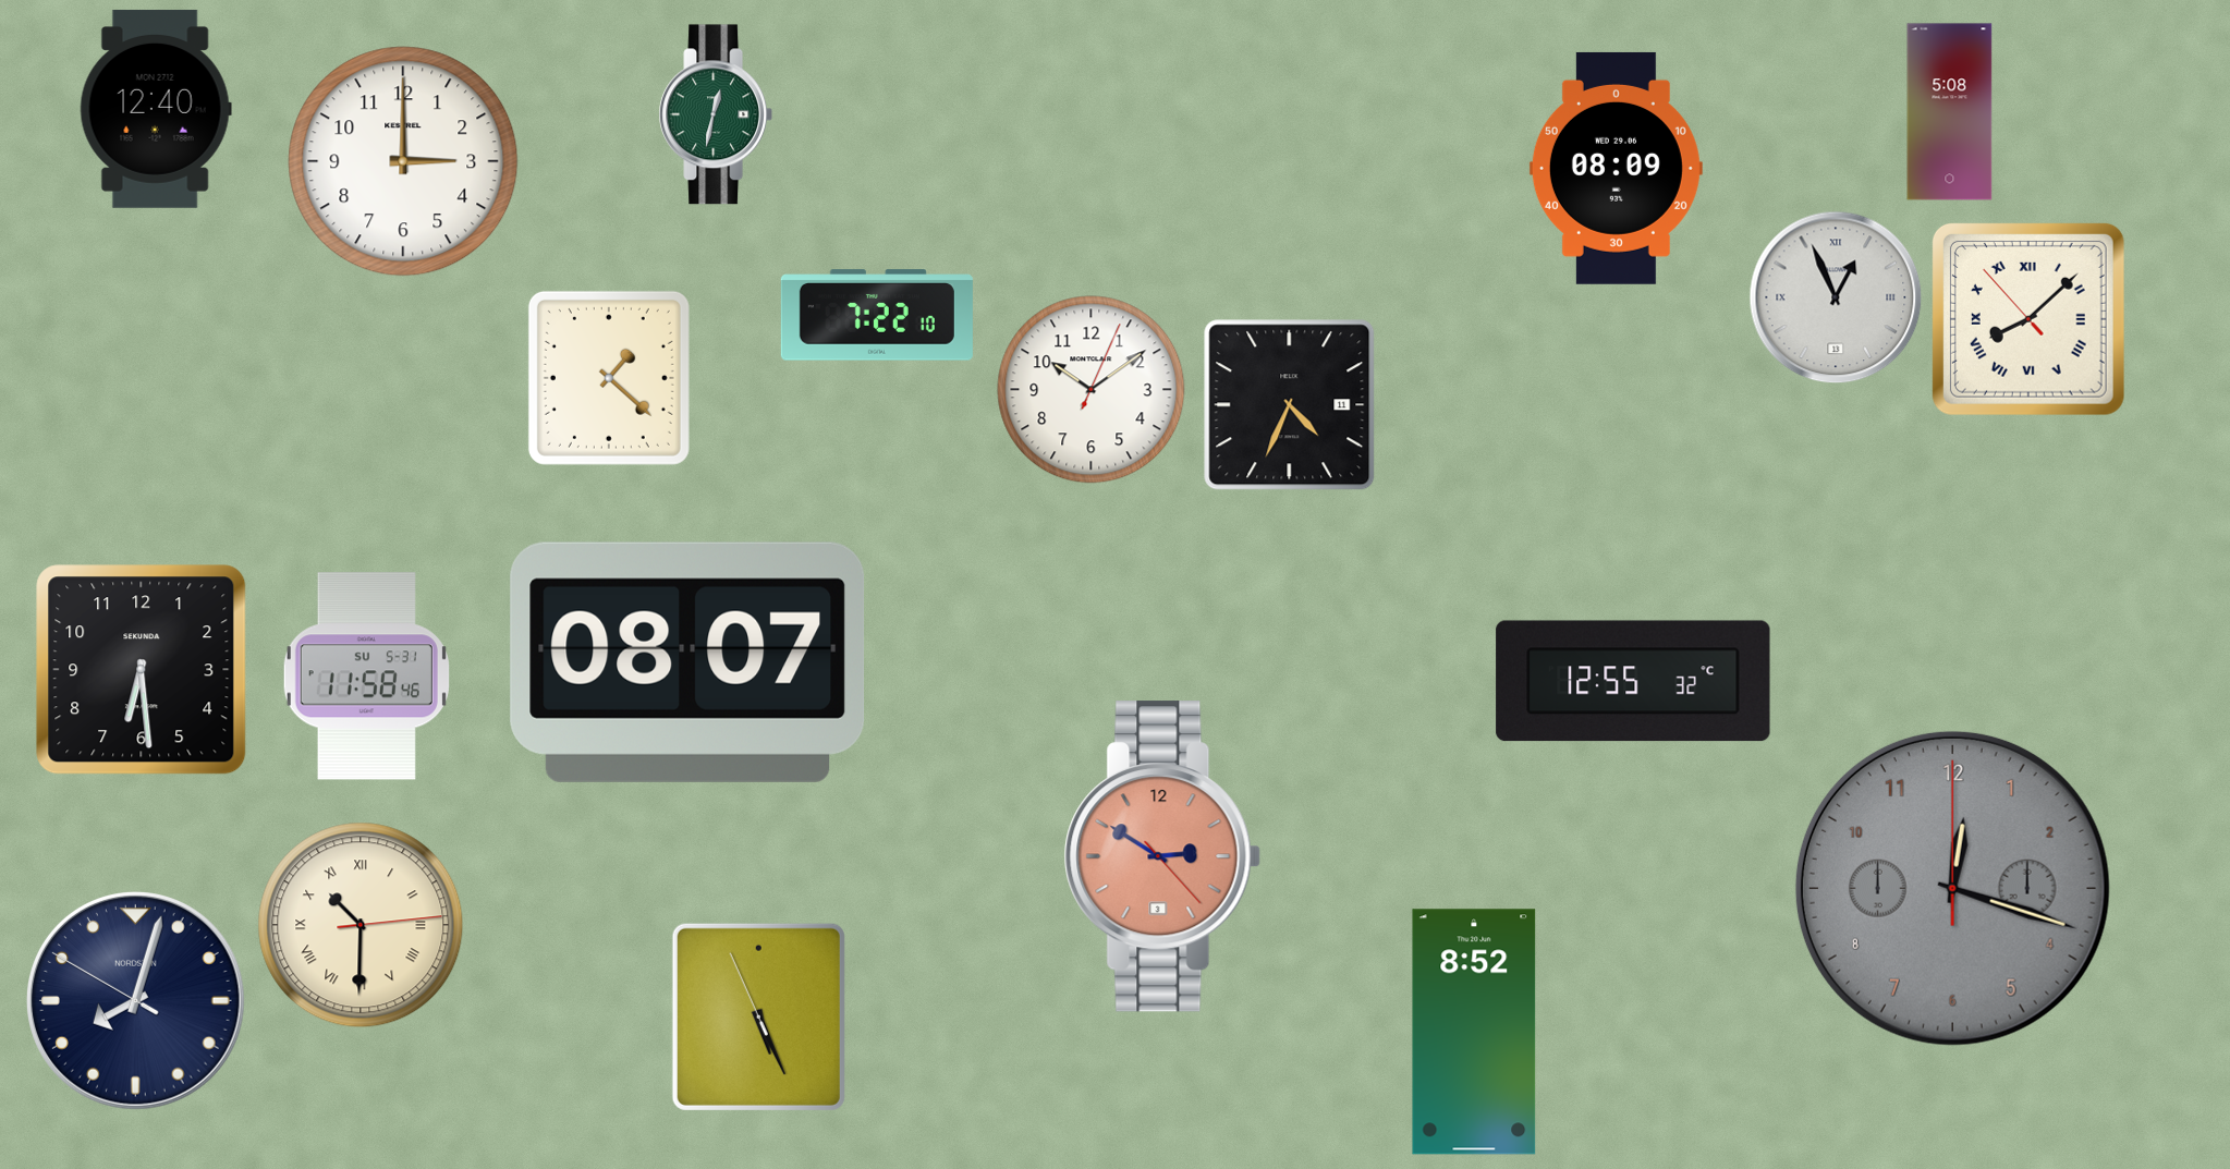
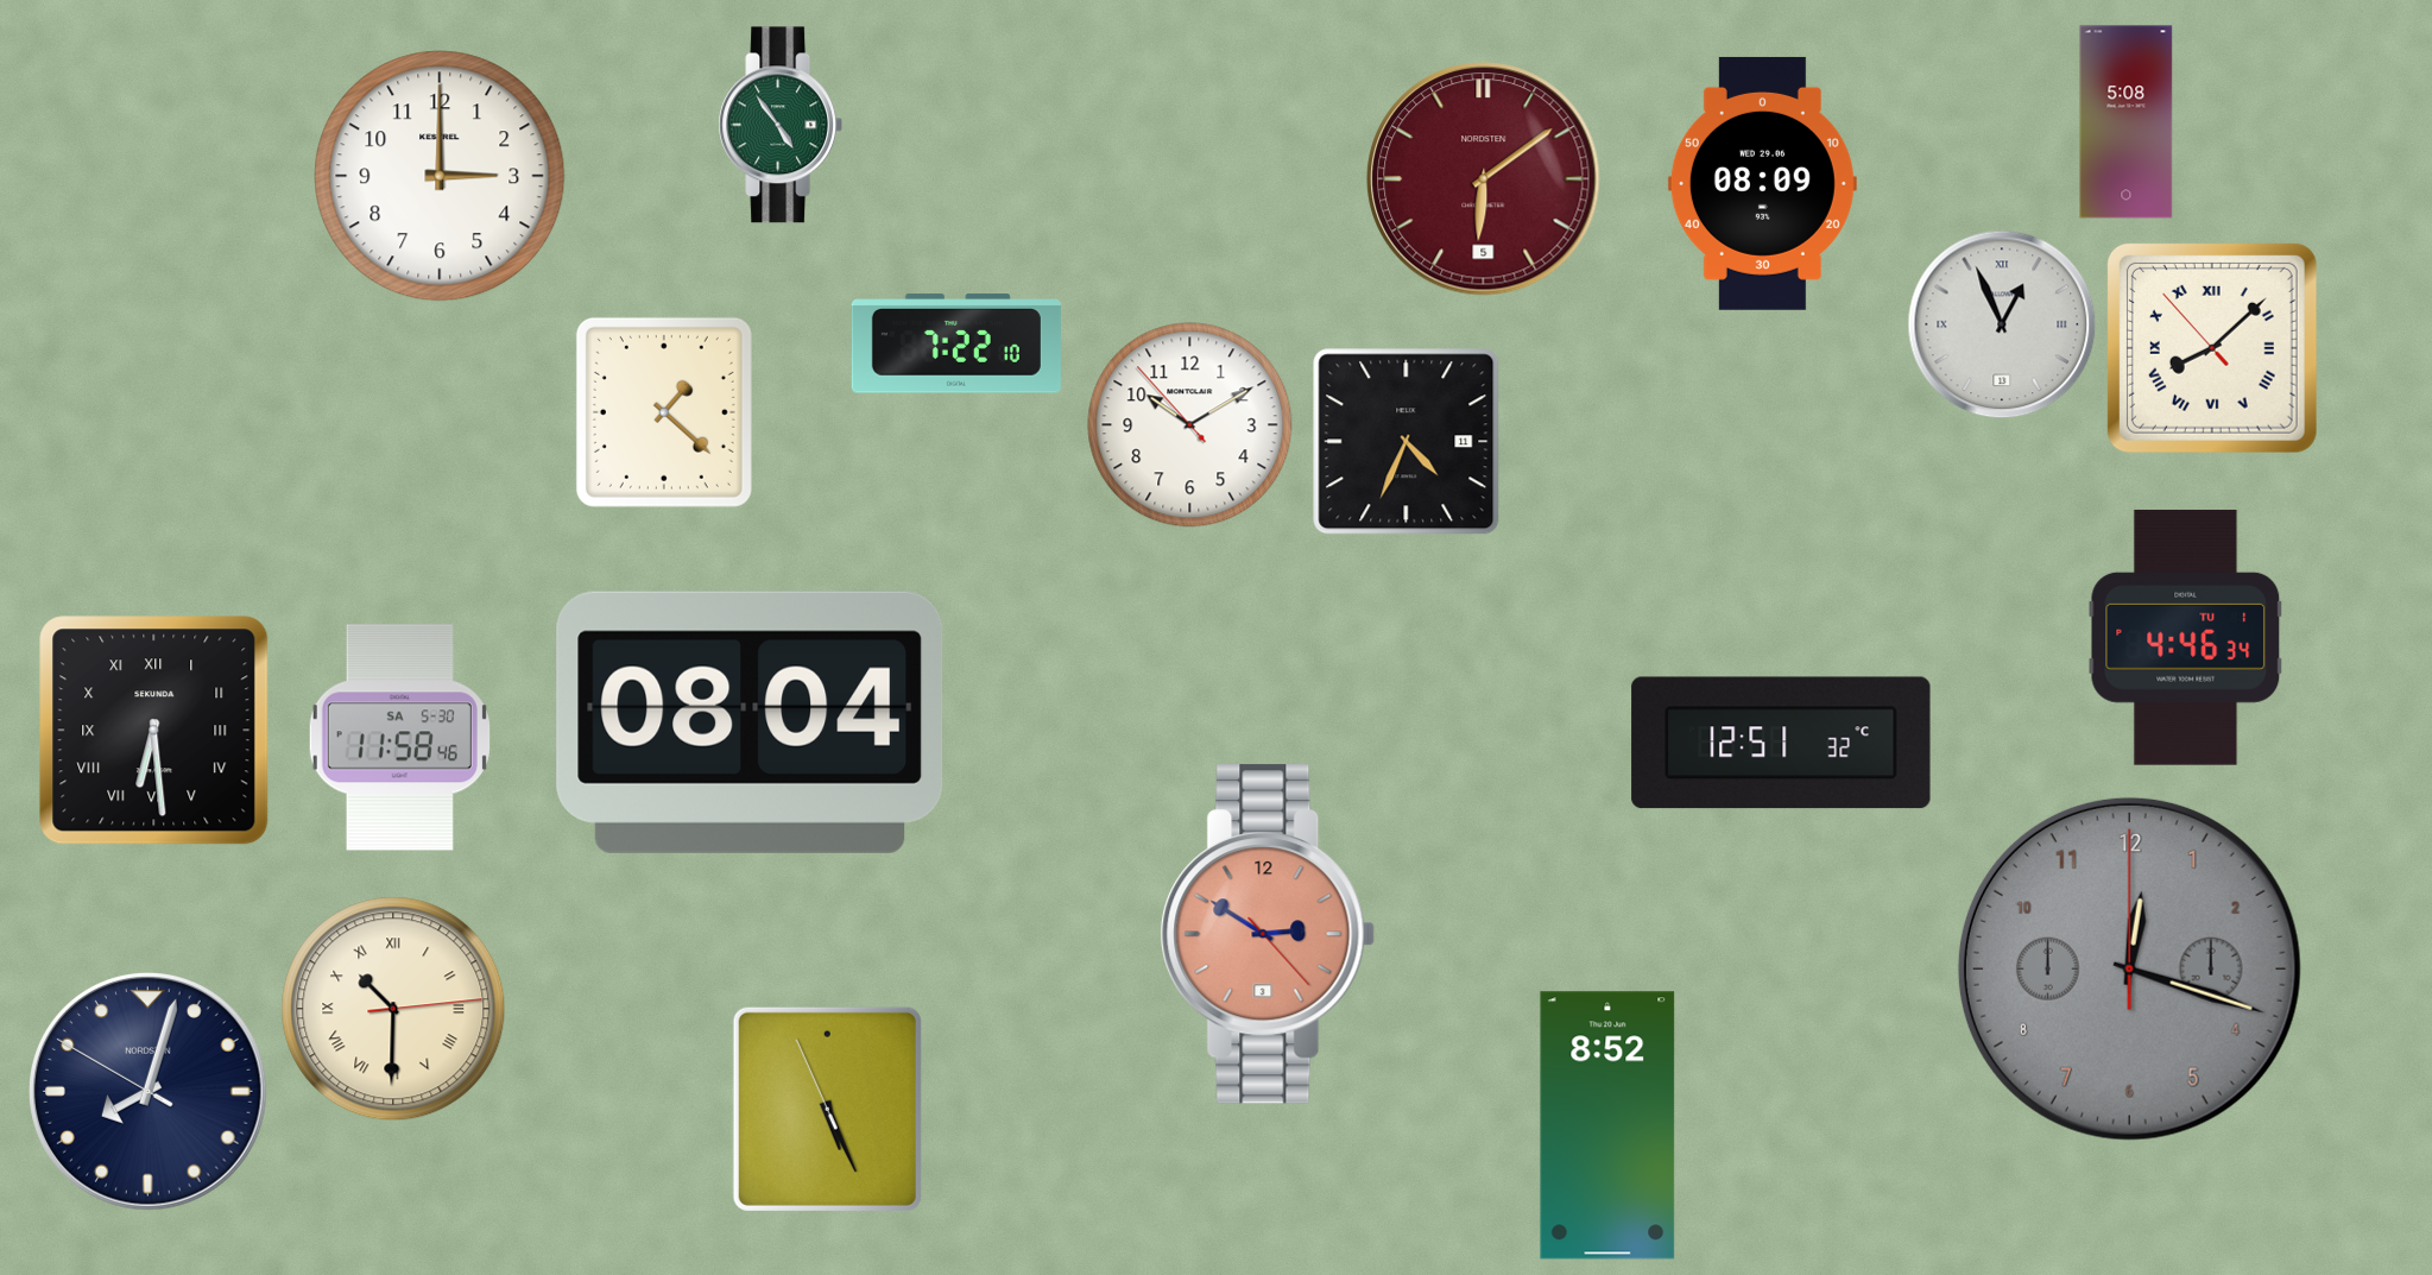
clock at (156, 109): 12:40 -> none
clock at (715, 114): 12:32 -> 4:54
clock at (1484, 179): none -> 6:09
clock at (1092, 390): 10:09:04 -> 10:09:53
clock at (2186, 637): none -> 4:46
clock at (687, 662): 08:07 -> 08:04
clock at (142, 670) numerals: Arabic -> Roman
clock at (366, 677) date: SU 5-31 -> SA 5-30
clock at (1633, 681): 12:55 -> 12:51
